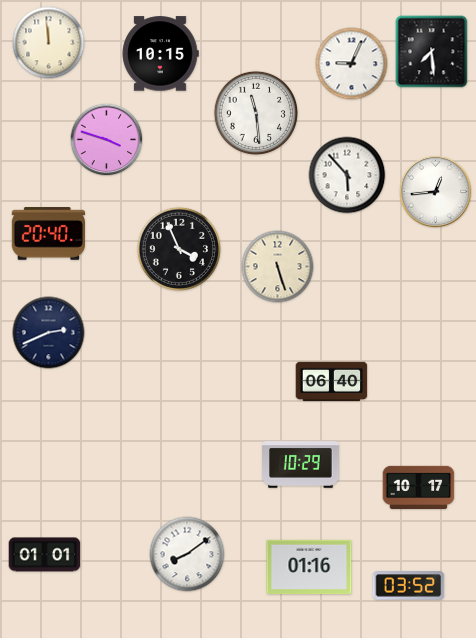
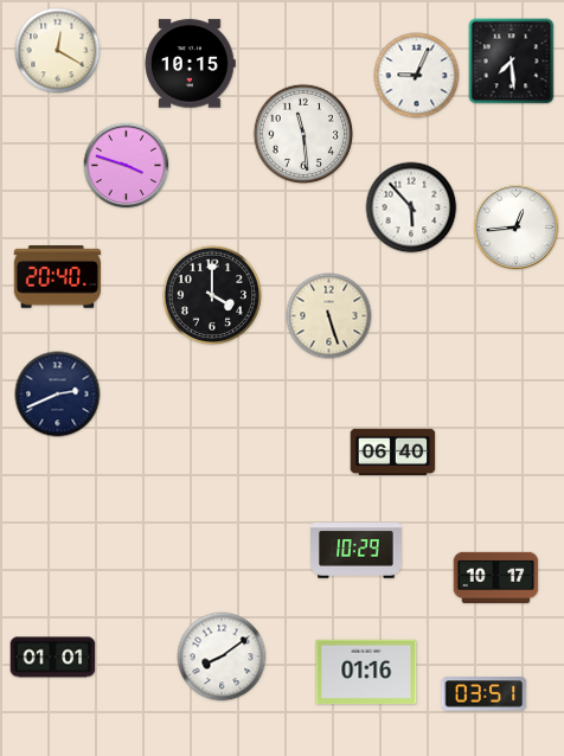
clock at (49, 43): 11:59 -> 12:20
clock at (178, 248): 3:56 -> 4:00
clock at (409, 586): 03:52 -> 03:51
